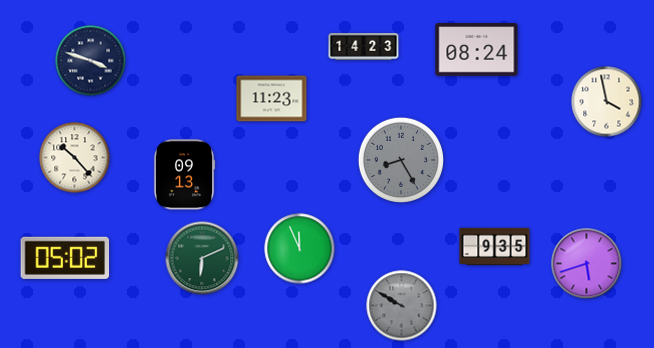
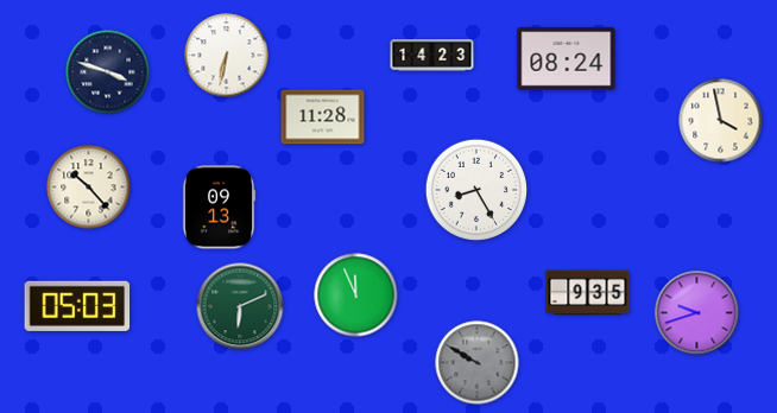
clock at (227, 56): none -> 6:32
clock at (272, 99): 11:23 -> 11:28
clock at (400, 159) dial: grey -> white
clock at (65, 258): 05:02 -> 05:03
clock at (587, 264): 5:42 -> 9:42
